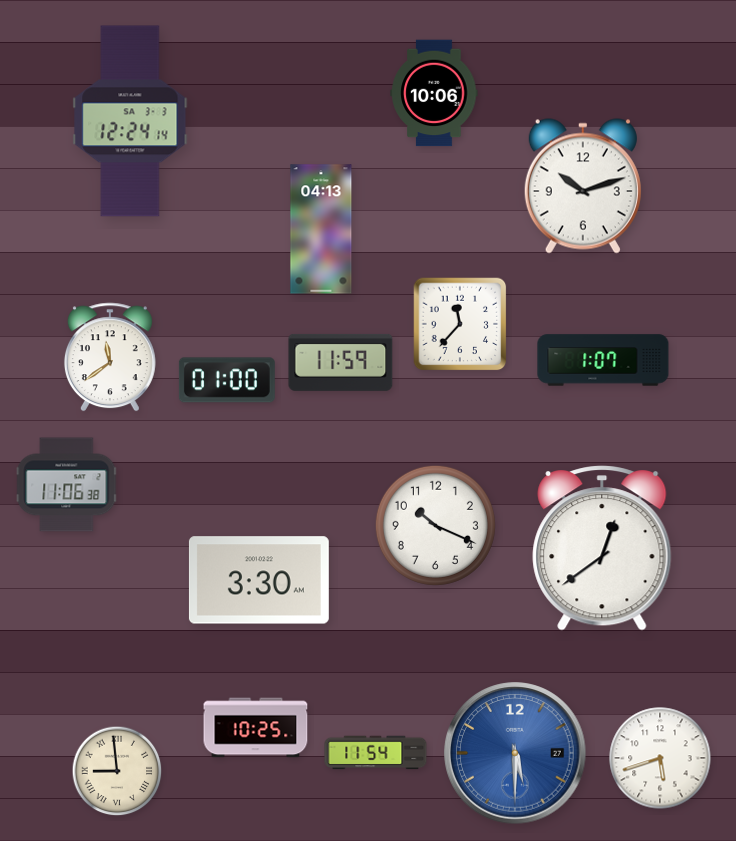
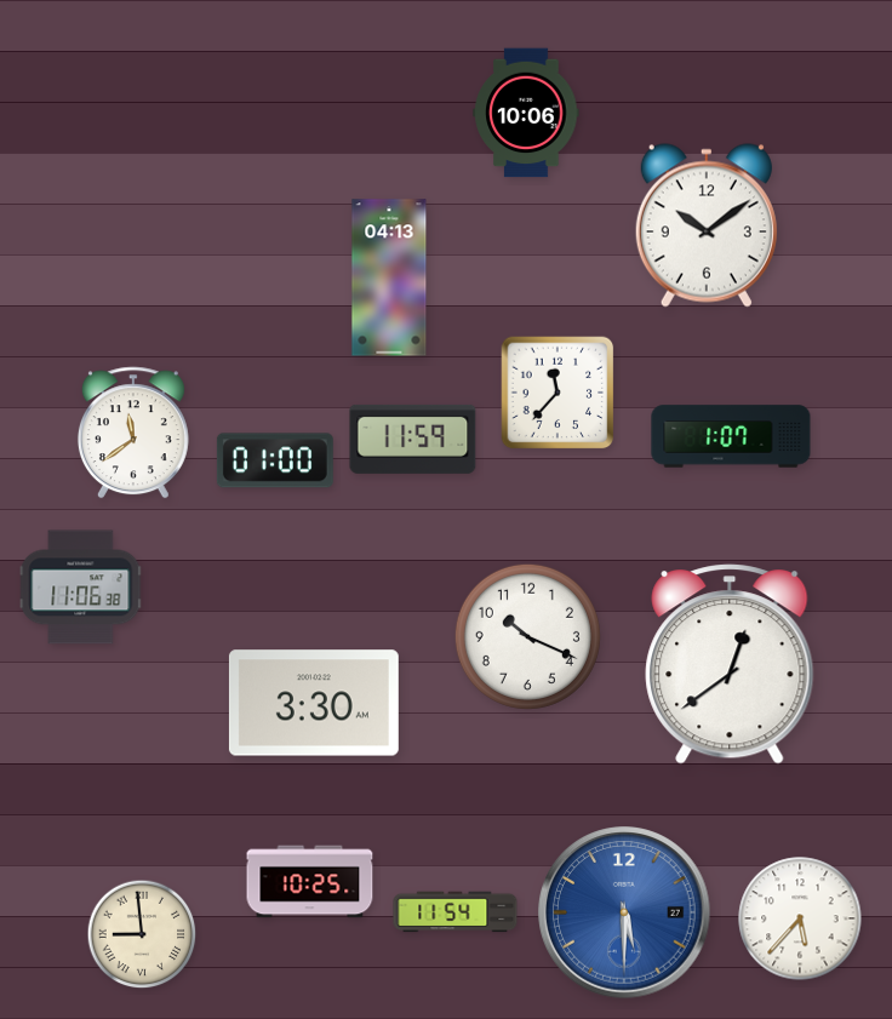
clock at (130, 121): 12:24 -> none
clock at (583, 186): 10:12 -> 10:09
clock at (660, 758): 5:42 -> 5:37
